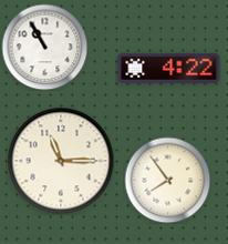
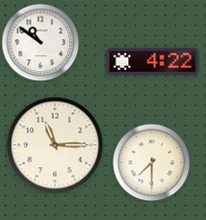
clock at (44, 47): 10:55 -> 10:51
clock at (167, 180): 7:54 -> 7:30
